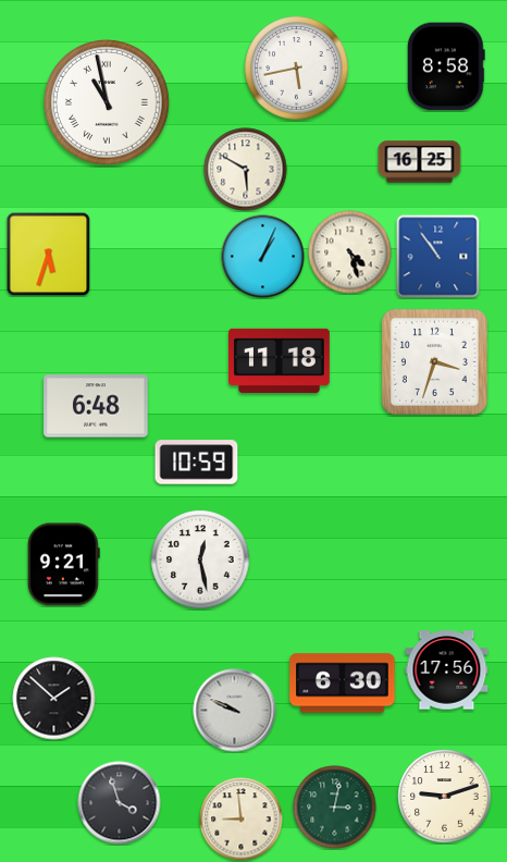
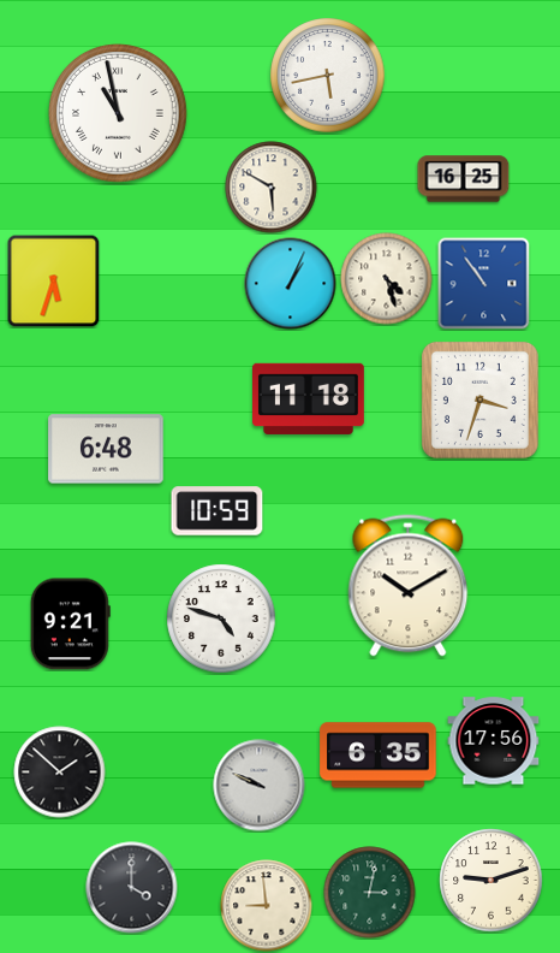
clock at (446, 66): 8:58 -> none
clock at (409, 586): none -> 10:10
clock at (200, 559): 12:28 -> 4:48
clock at (343, 684): 6:30 -> 6:35
clock at (120, 803): 3:57 -> 4:00
